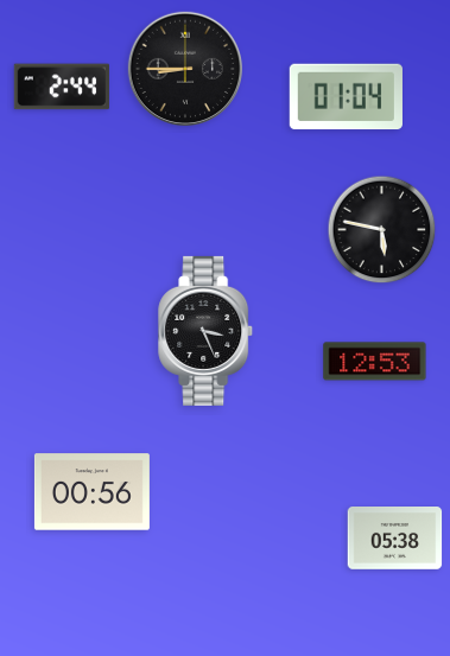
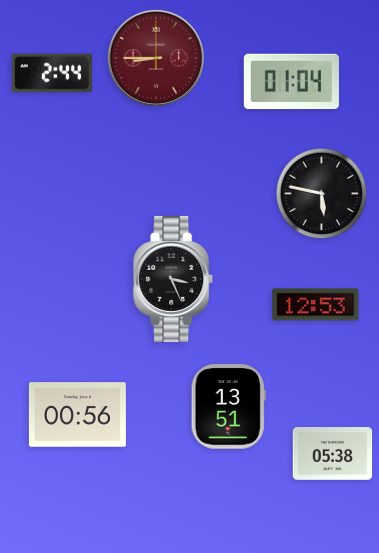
clock at (184, 68) dial: black -> burgundy
clock at (228, 407): none -> 13:51
